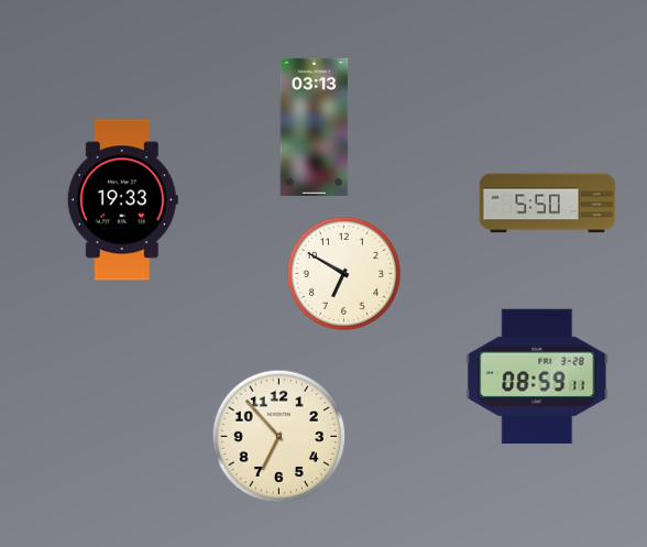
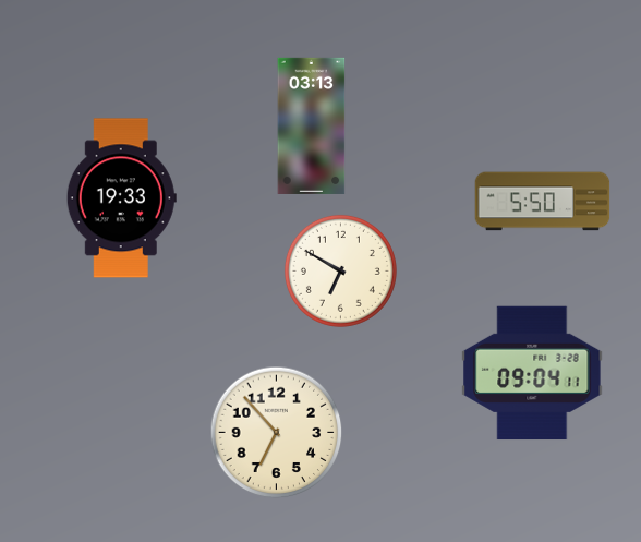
clock at (537, 376): 08:59 -> 09:04
